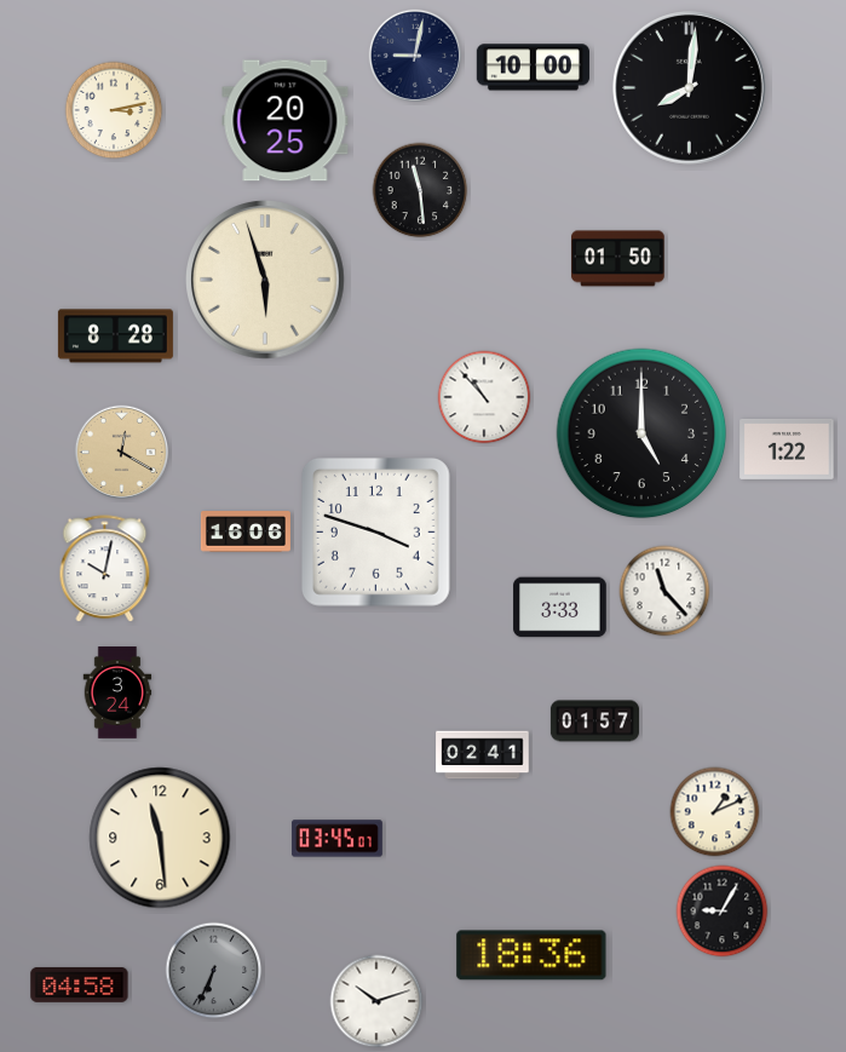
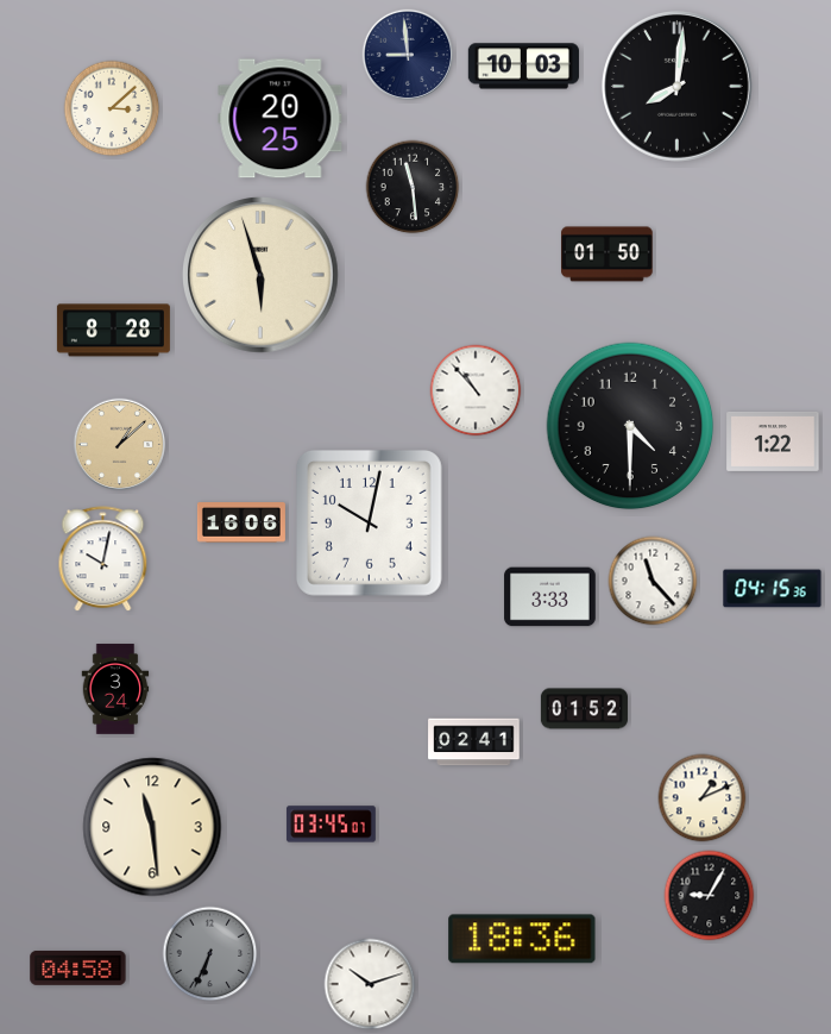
clock at (415, 56): 9:02 -> 8:59
clock at (533, 68): 10:00 -> 10:03
clock at (114, 110): 3:13 -> 3:08
clock at (641, 433): 5:00 -> 4:30
clock at (122, 453): 12:20 -> 1:08
clock at (375, 531): 3:48 -> 10:02
clock at (773, 589): none -> 04:15
clock at (117, 692) position: (117, 692) -> (115, 689)
clock at (594, 722): 01:57 -> 01:52
clock at (160, 838) position: (160, 838) -> (152, 827)
